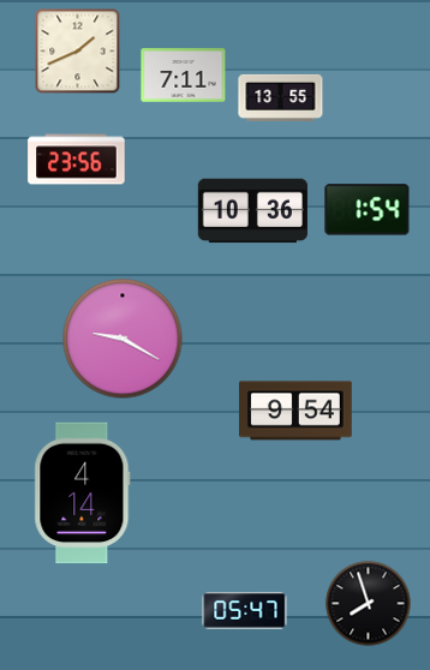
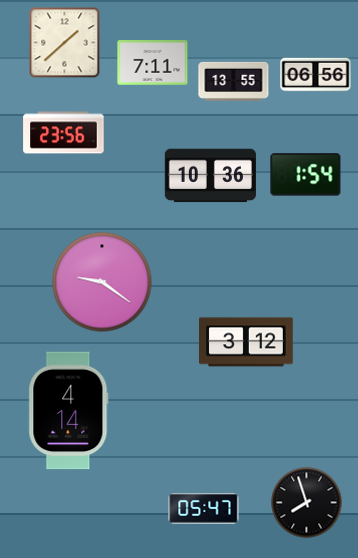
clock at (78, 52): 1:41 -> 1:38
clock at (316, 75): none -> 06:56
clock at (123, 339): 9:20 -> 9:21
clock at (297, 411): 9:54 -> 3:12
